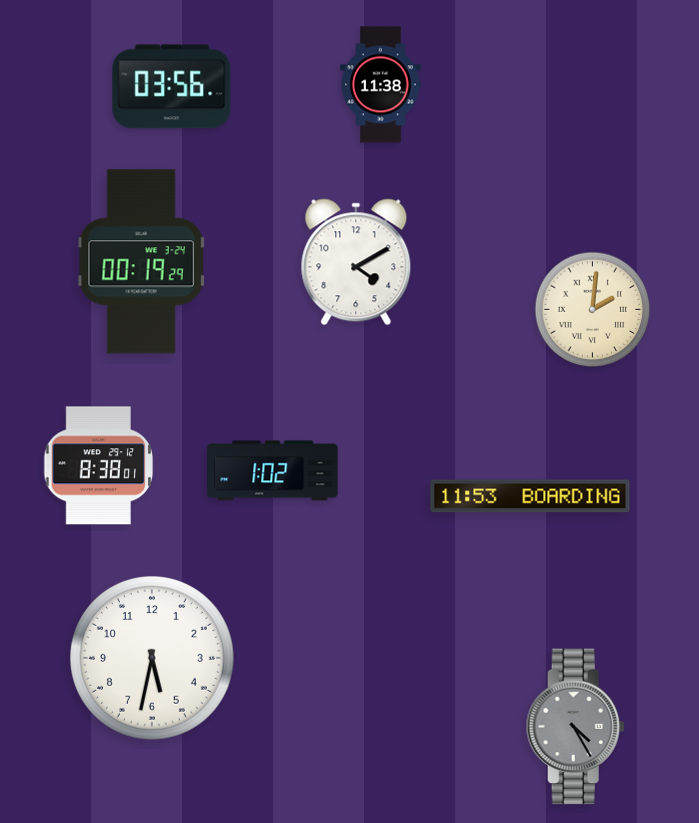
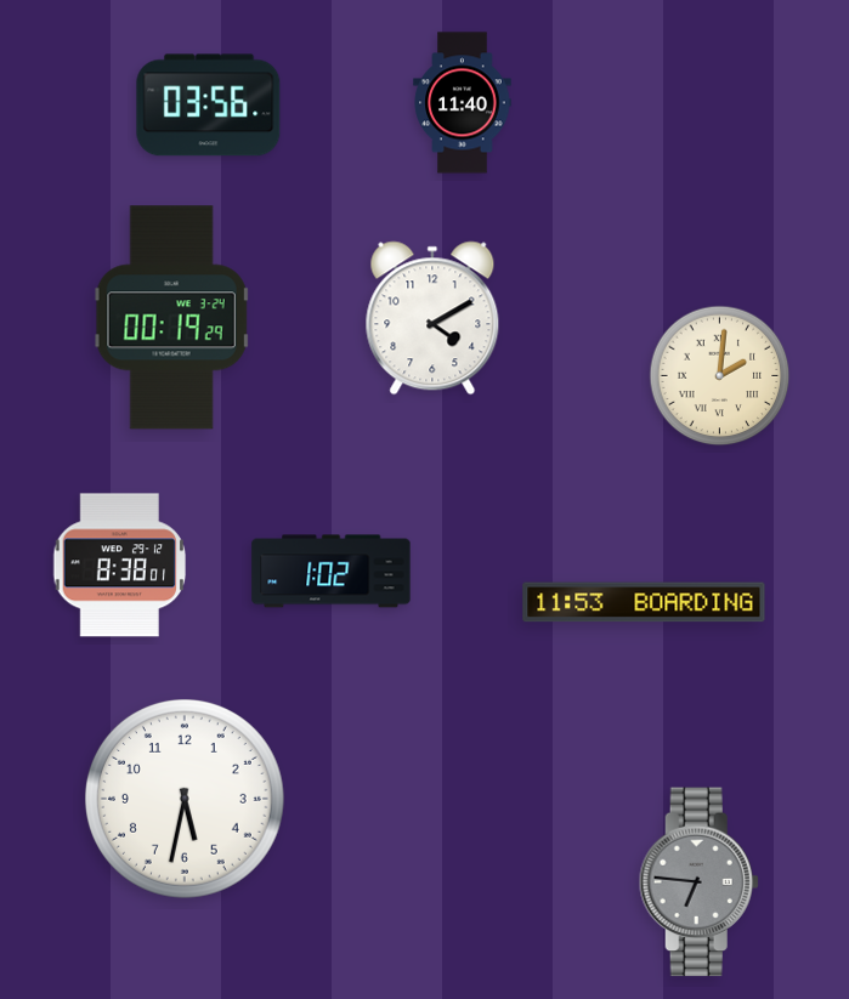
clock at (381, 85): 11:38 -> 11:40
clock at (575, 727): 4:25 -> 6:46
